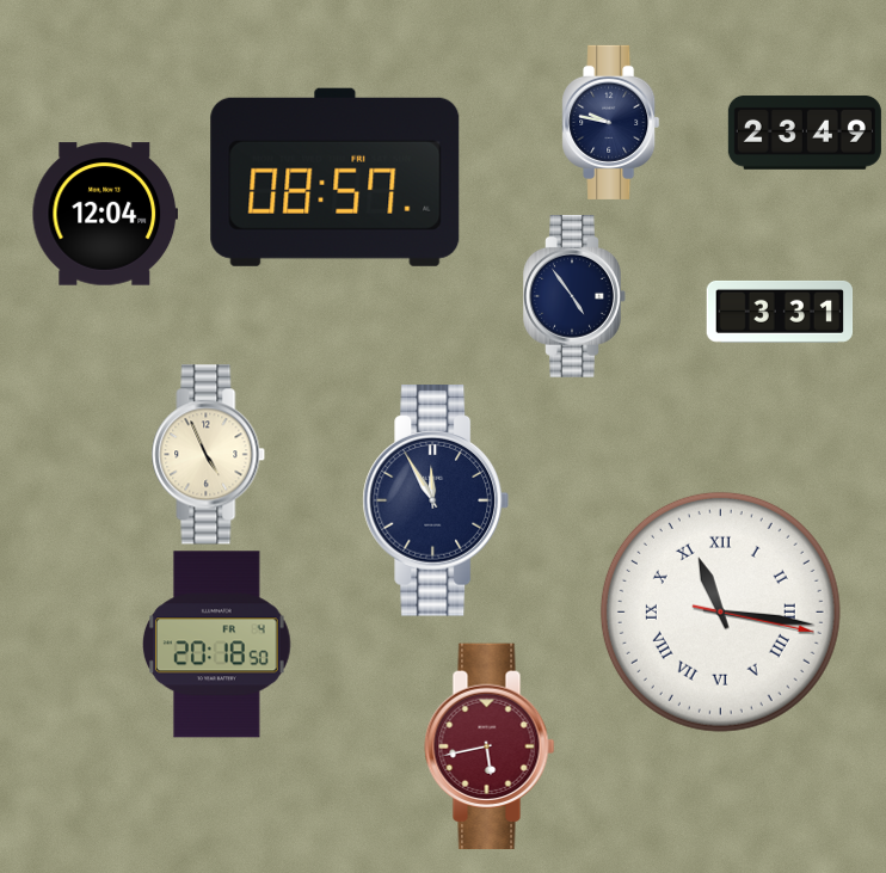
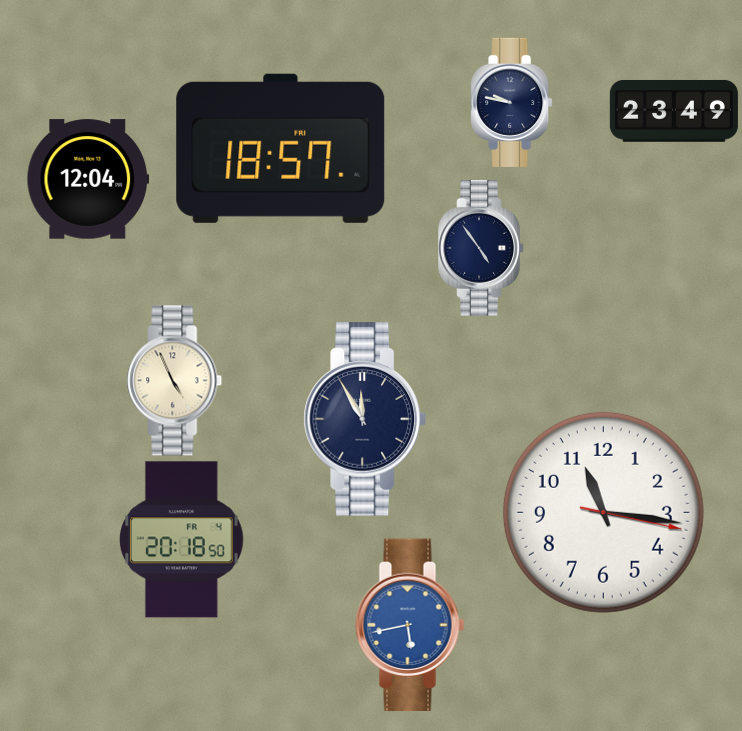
clock at (336, 177): 08:57 -> 18:57
clock at (780, 312): 3:31 -> none
clock at (720, 611) numerals: Roman -> Arabic
clock at (490, 746) dial: burgundy -> blue
